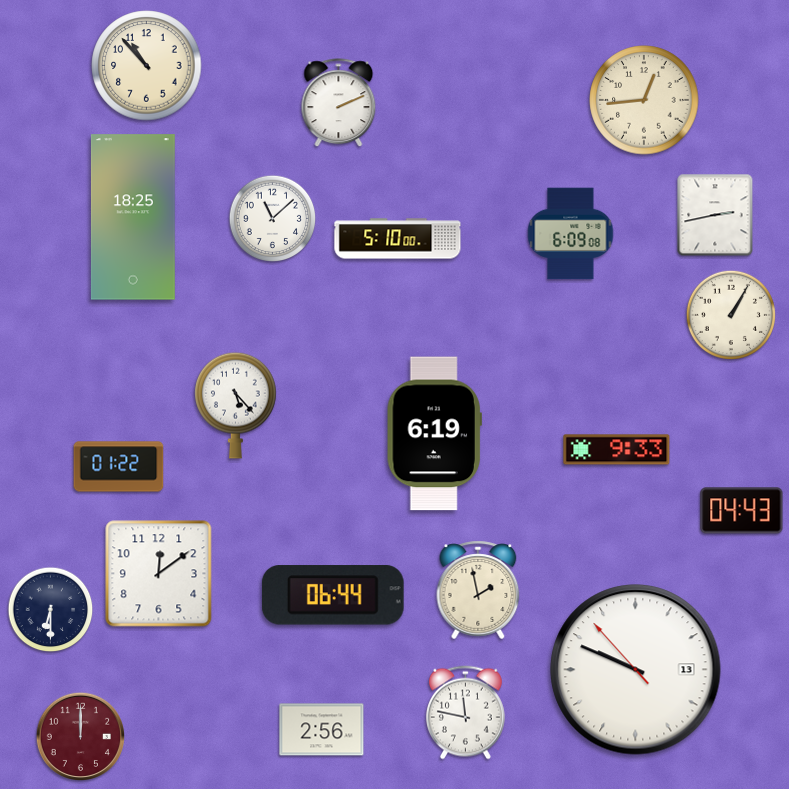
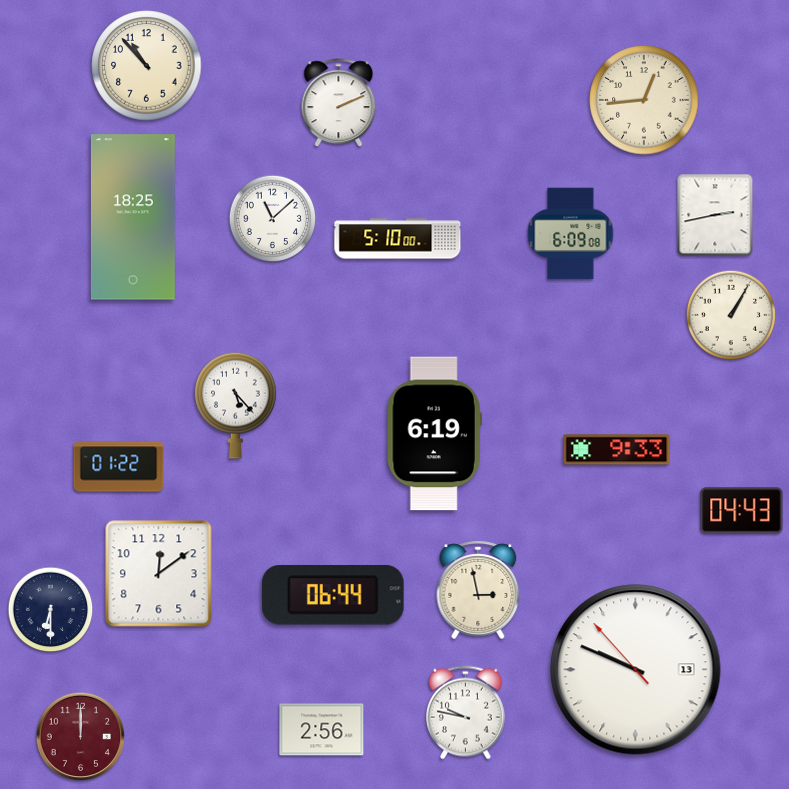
clock at (478, 590): 1:58 -> 2:58
clock at (465, 713): 11:47 -> 9:47
